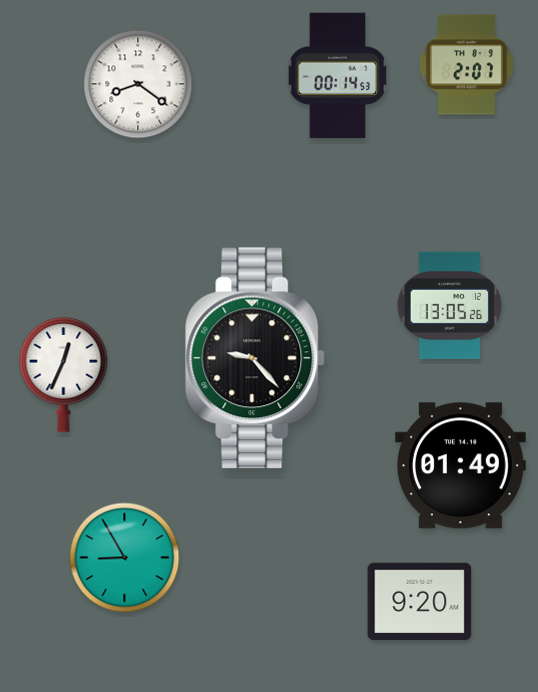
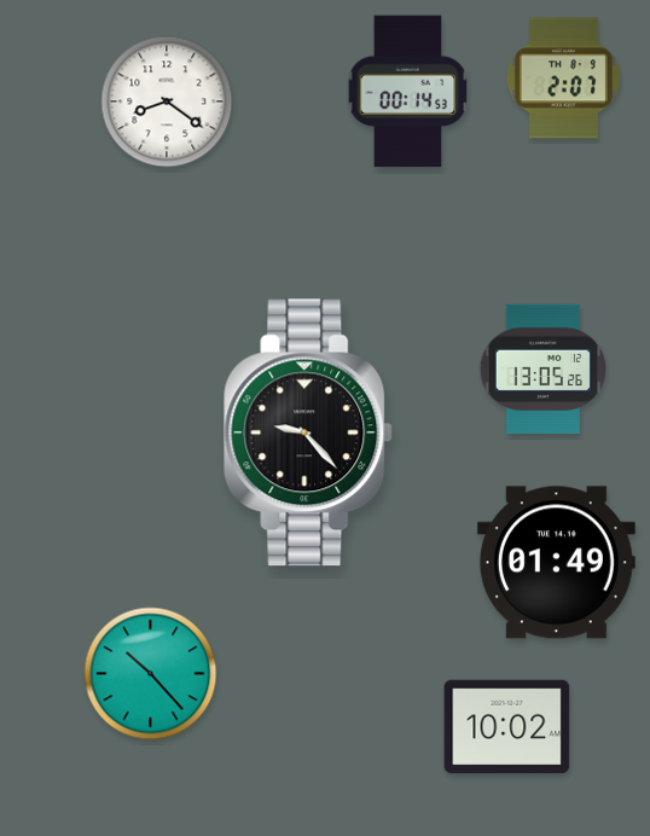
clock at (64, 375): 12:34 -> none
clock at (125, 558): 8:55 -> 10:23
clock at (420, 602): 9:20 -> 10:02
